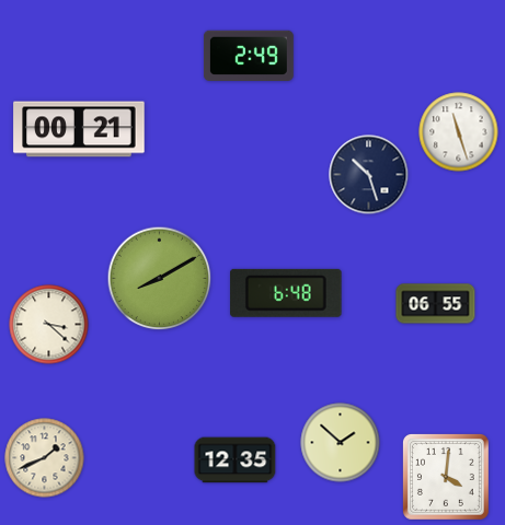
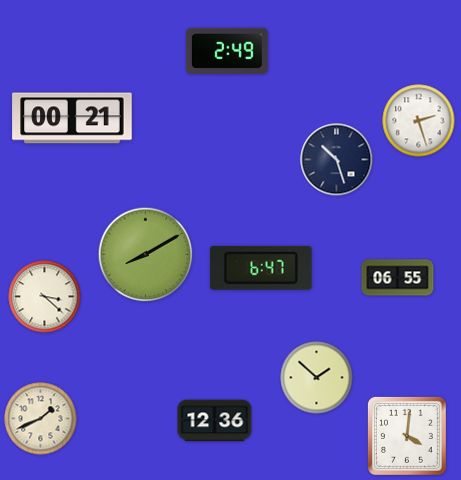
clock at (459, 132): 11:27 -> 2:27
clock at (287, 293): 6:48 -> 6:47
clock at (341, 443) position: (341, 443) -> (317, 378)
clock at (236, 460): 12:35 -> 12:36
